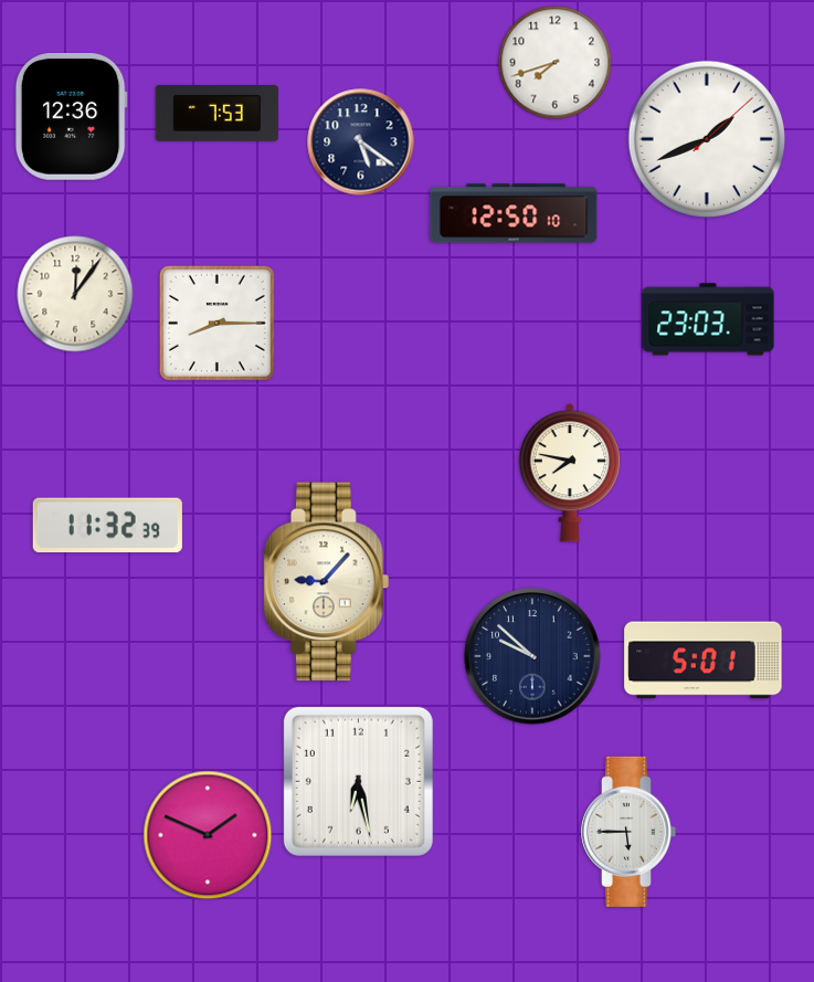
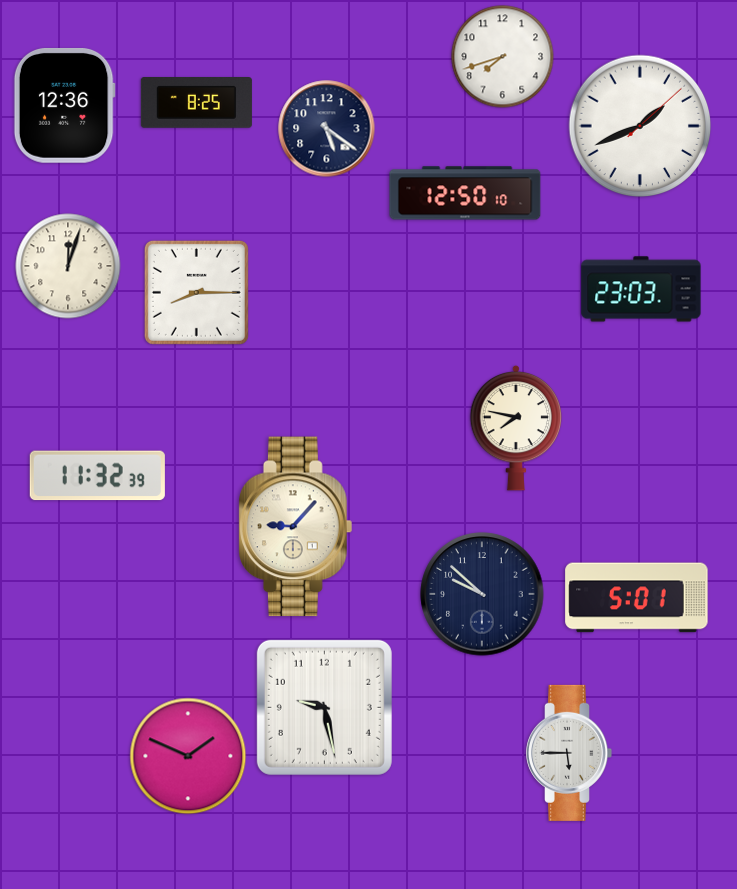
clock at (216, 114): 7:53 -> 8:25
clock at (75, 294): 12:06 -> 12:03
clock at (358, 781): 6:28 -> 9:28
